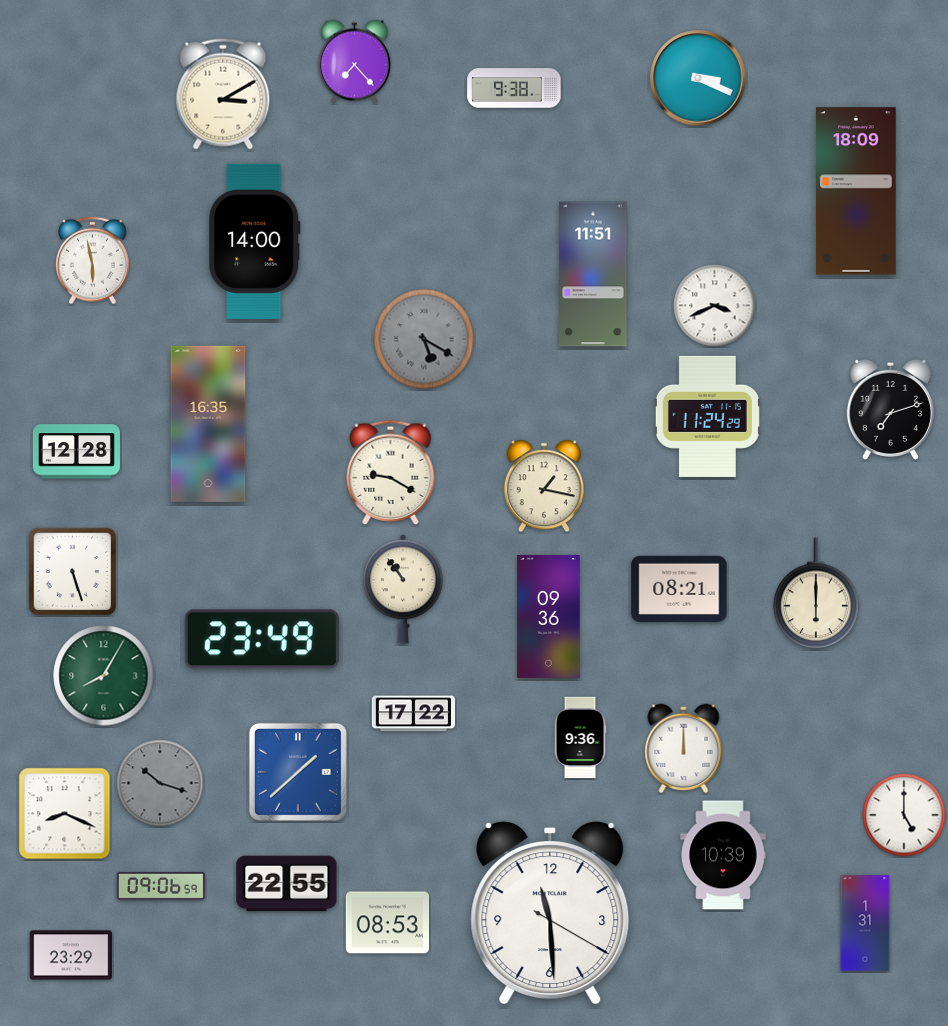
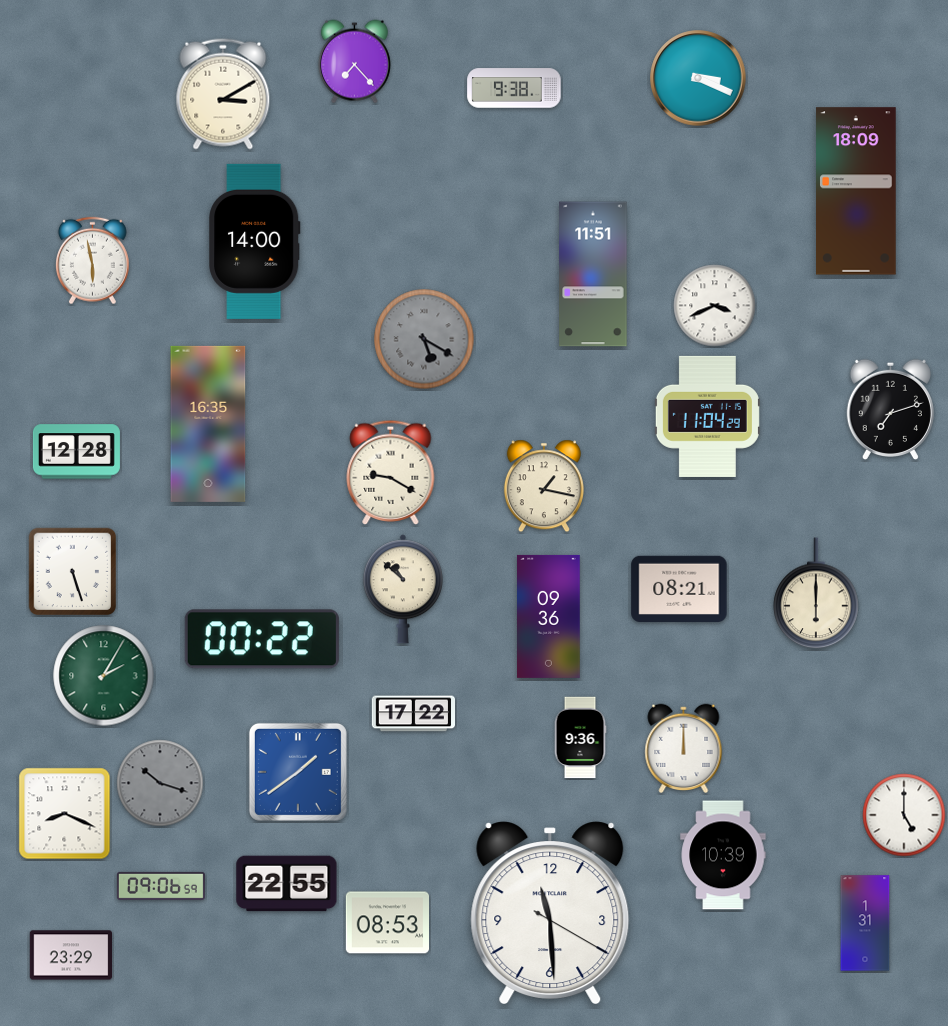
clock at (707, 416): 11:24 -> 11:04
clock at (403, 589): 10:54 -> 10:52
clock at (262, 639): 23:49 -> 00:22
clock at (104, 676): 8:05 -> 2:05
clock at (298, 772): 1:38 -> 1:39
